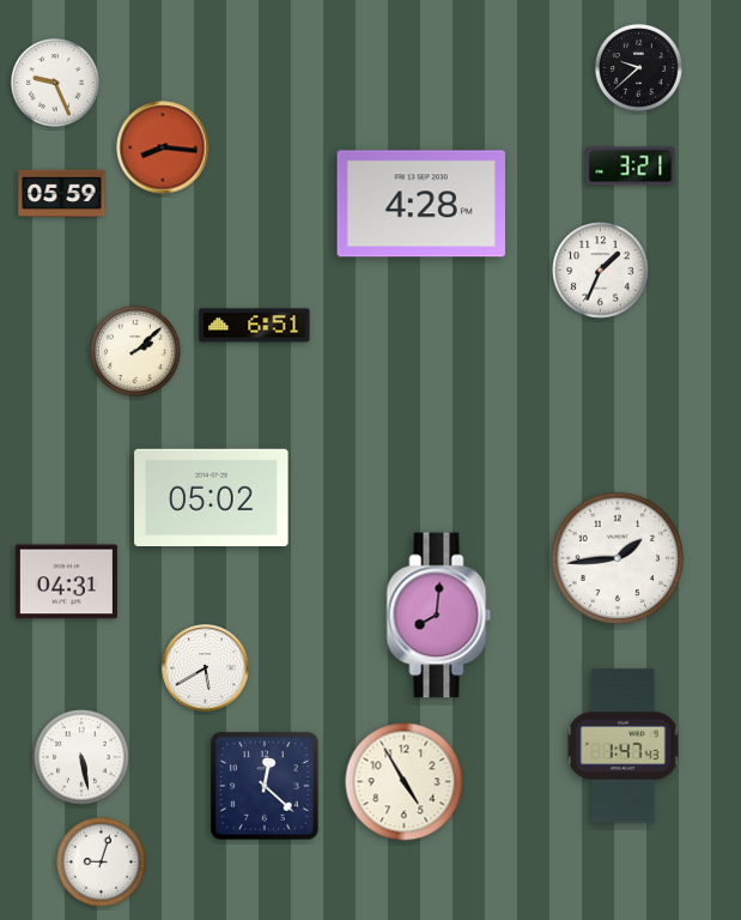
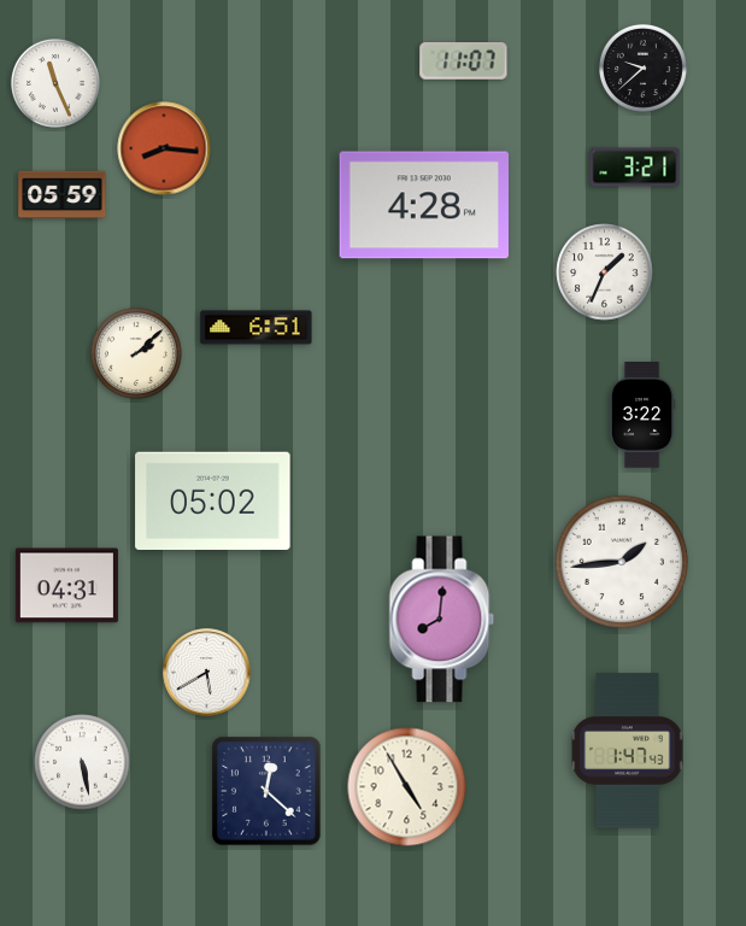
clock at (464, 61): none -> 11:07
clock at (55, 83): 9:26 -> 11:26
clock at (642, 416): none -> 3:22
clock at (102, 862): 9:03 -> none
